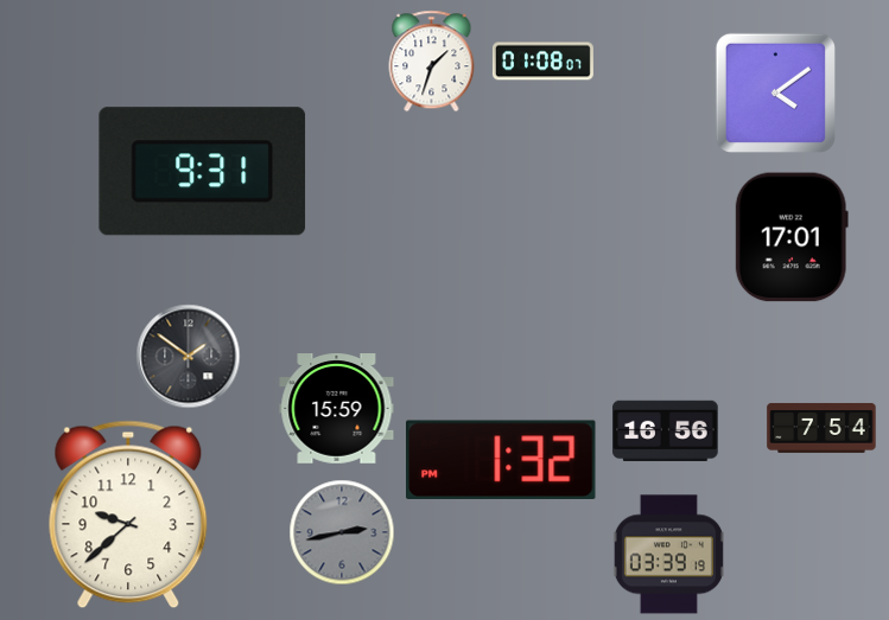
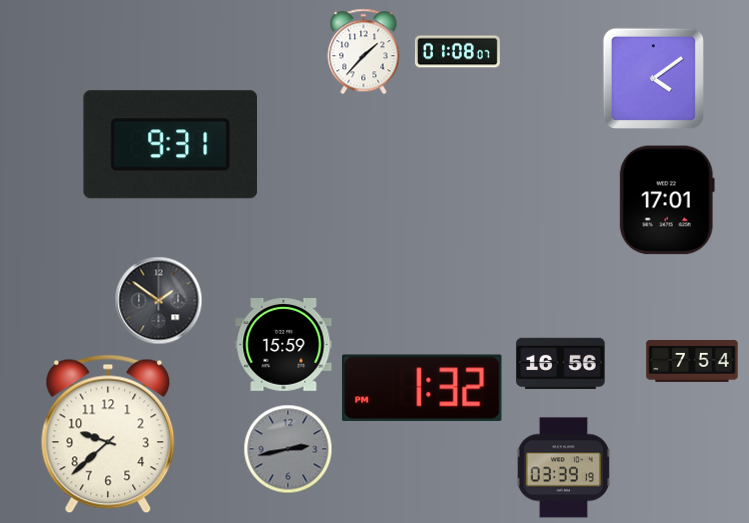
clock at (432, 62): 1:33 -> 1:37
